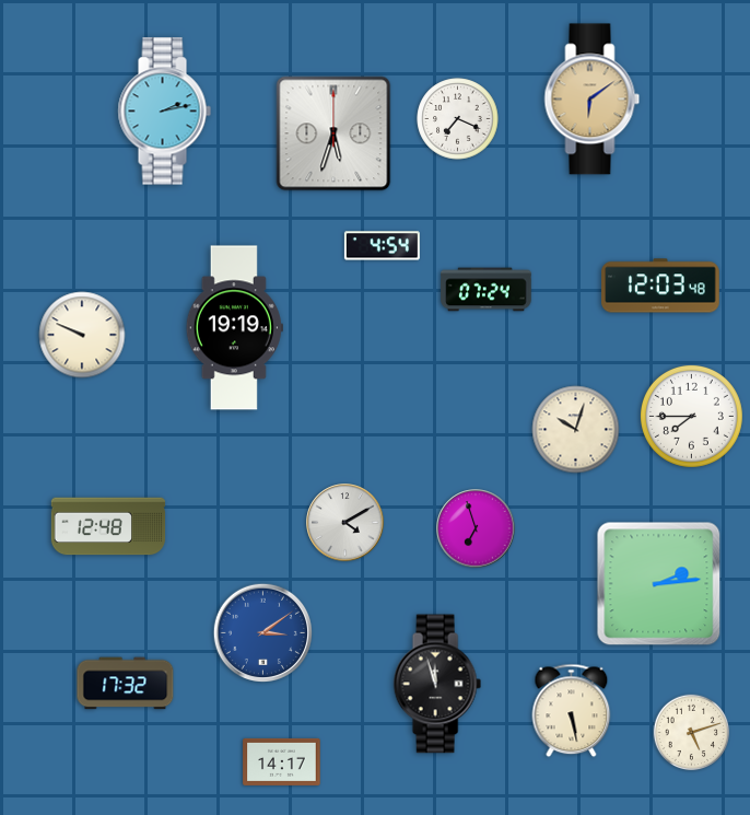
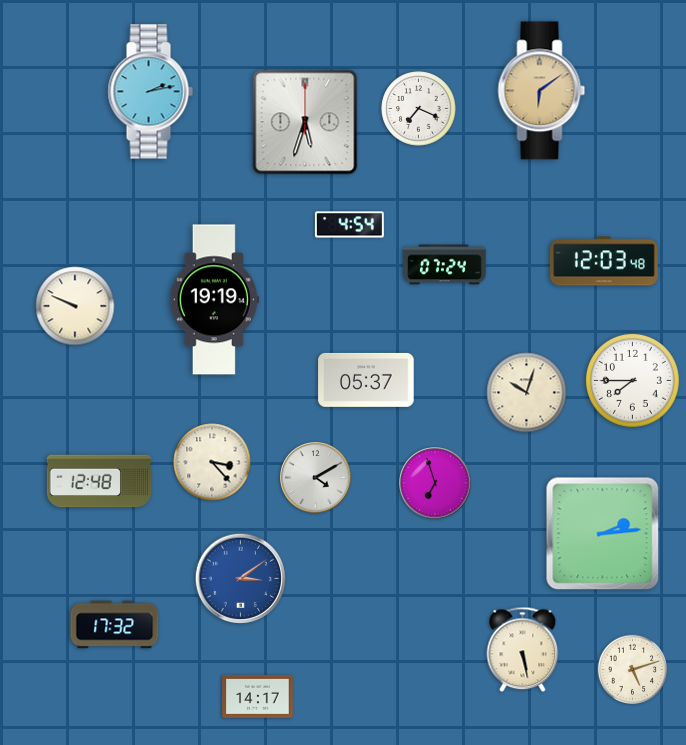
clock at (164, 112) position: (164, 112) -> (150, 92)
clock at (366, 380): none -> 05:37
clock at (212, 462): none -> 3:23
clock at (437, 684): 11:57 -> none
